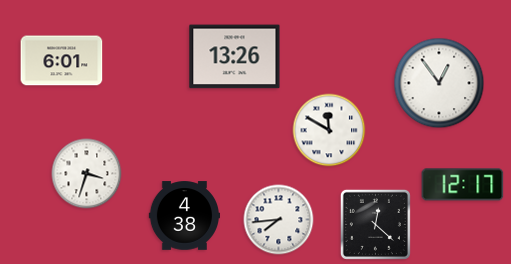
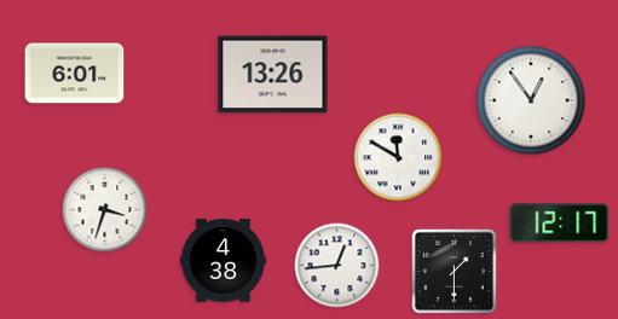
clock at (235, 57) position: (235, 57) -> (273, 75)
clock at (279, 220): 7:44 -> 12:44
clock at (375, 224): 12:22 -> 1:30
